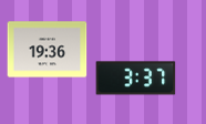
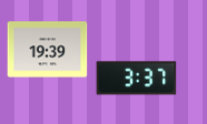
clock at (48, 50): 19:36 -> 19:39
